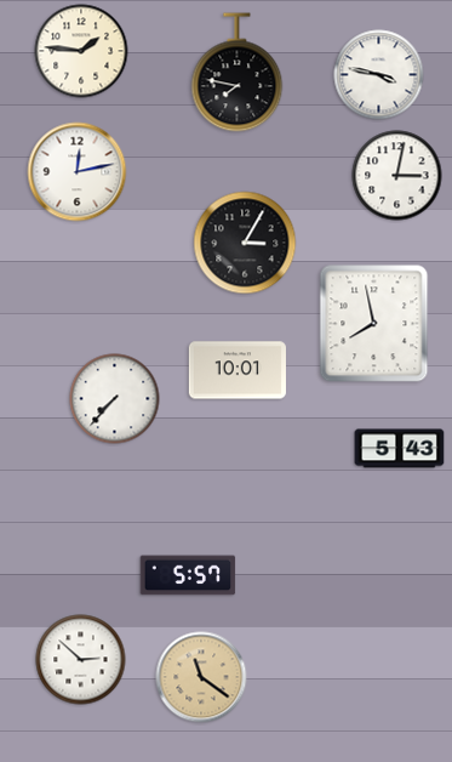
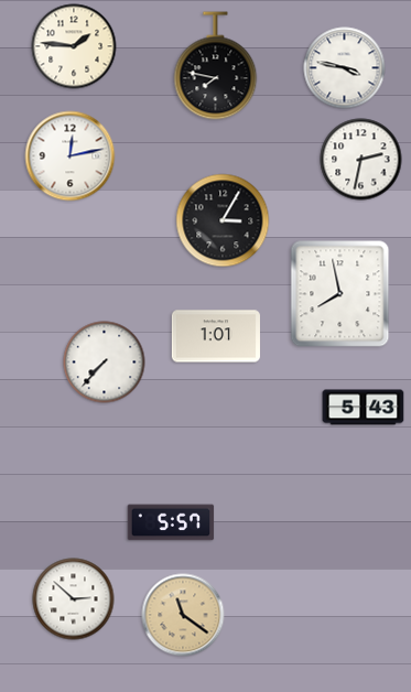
clock at (397, 176): 3:02 -> 2:32
clock at (238, 370): 10:01 -> 1:01
